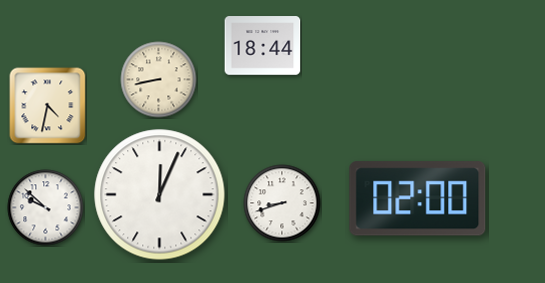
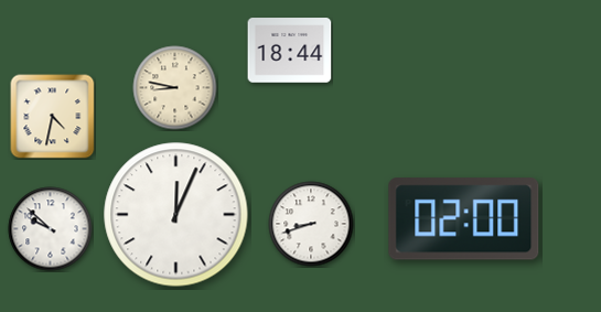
clock at (159, 80): 8:43 -> 8:47
clock at (418, 199) position: (418, 199) -> (464, 219)
